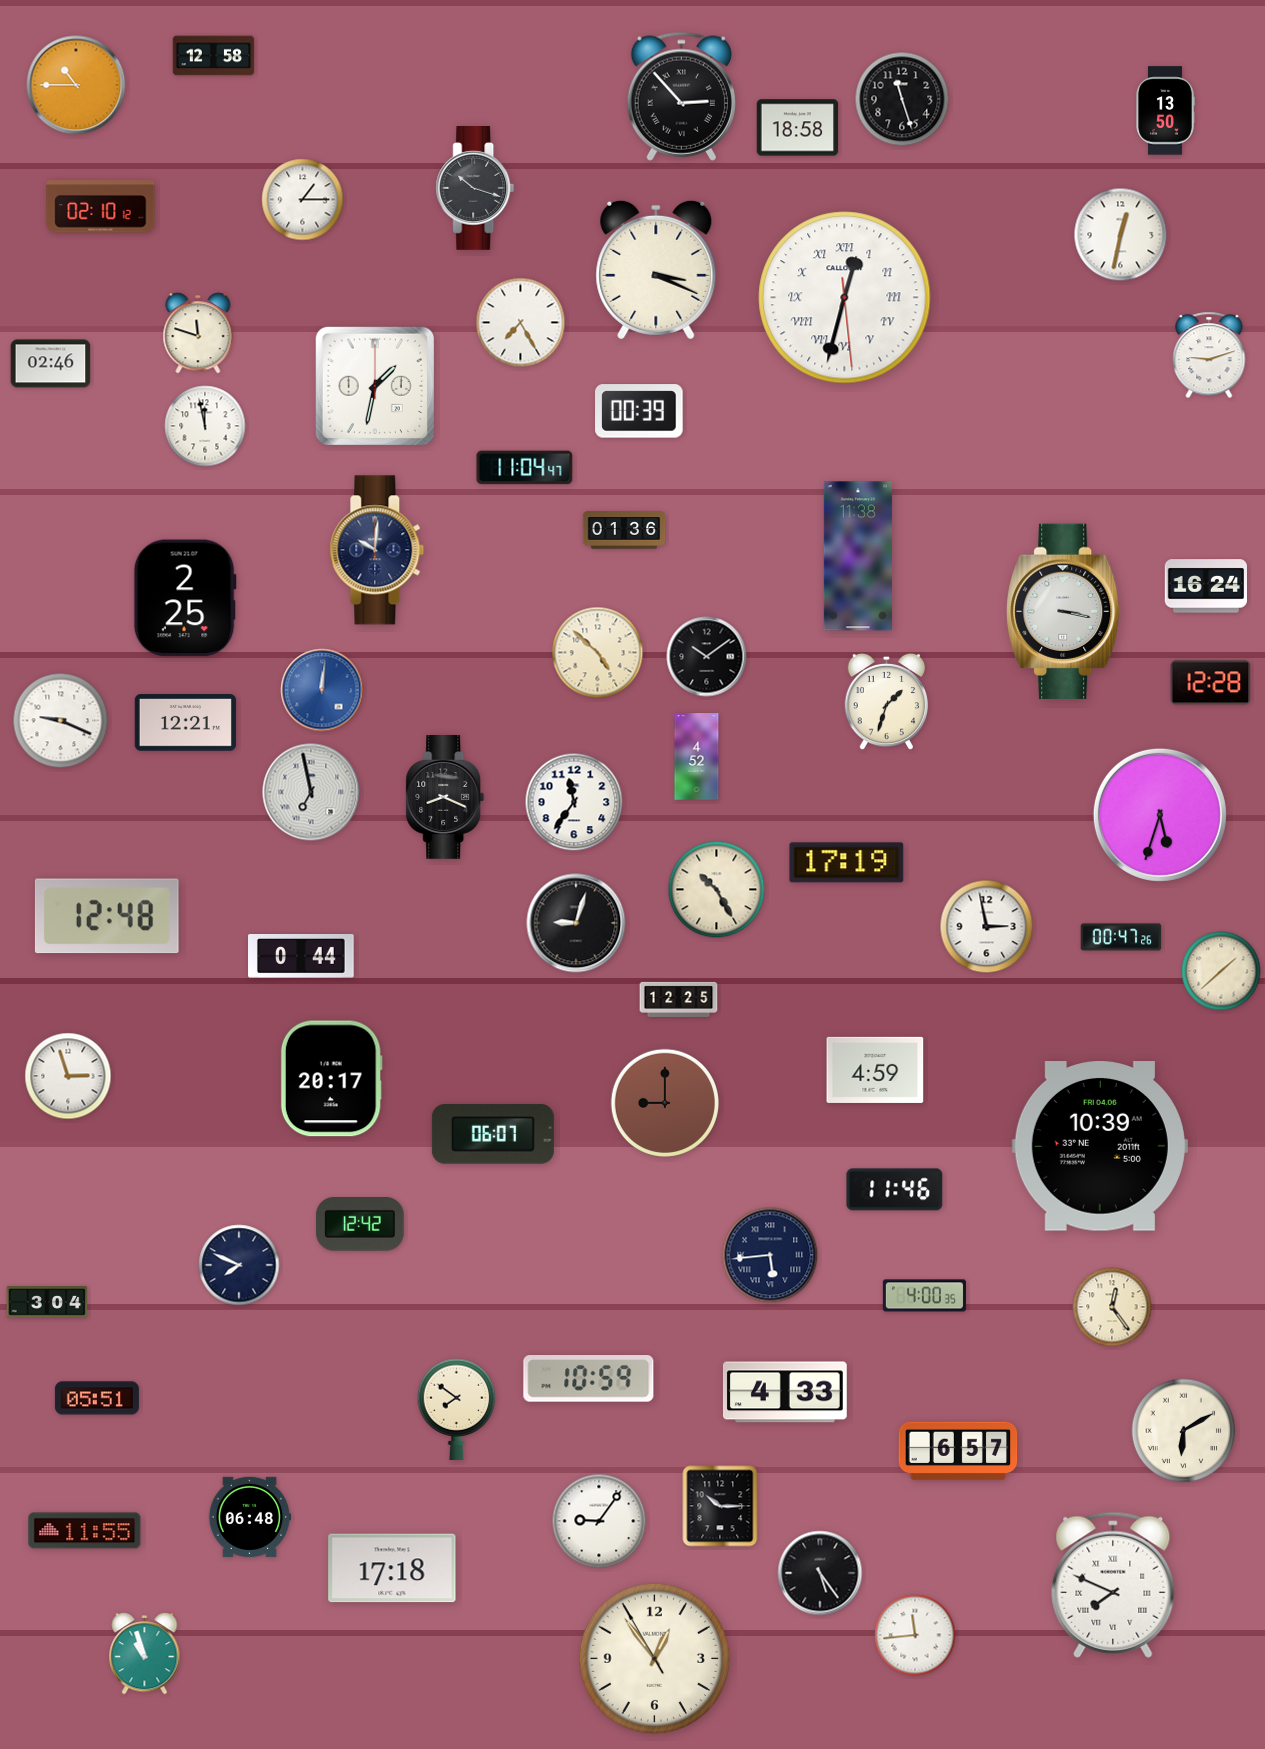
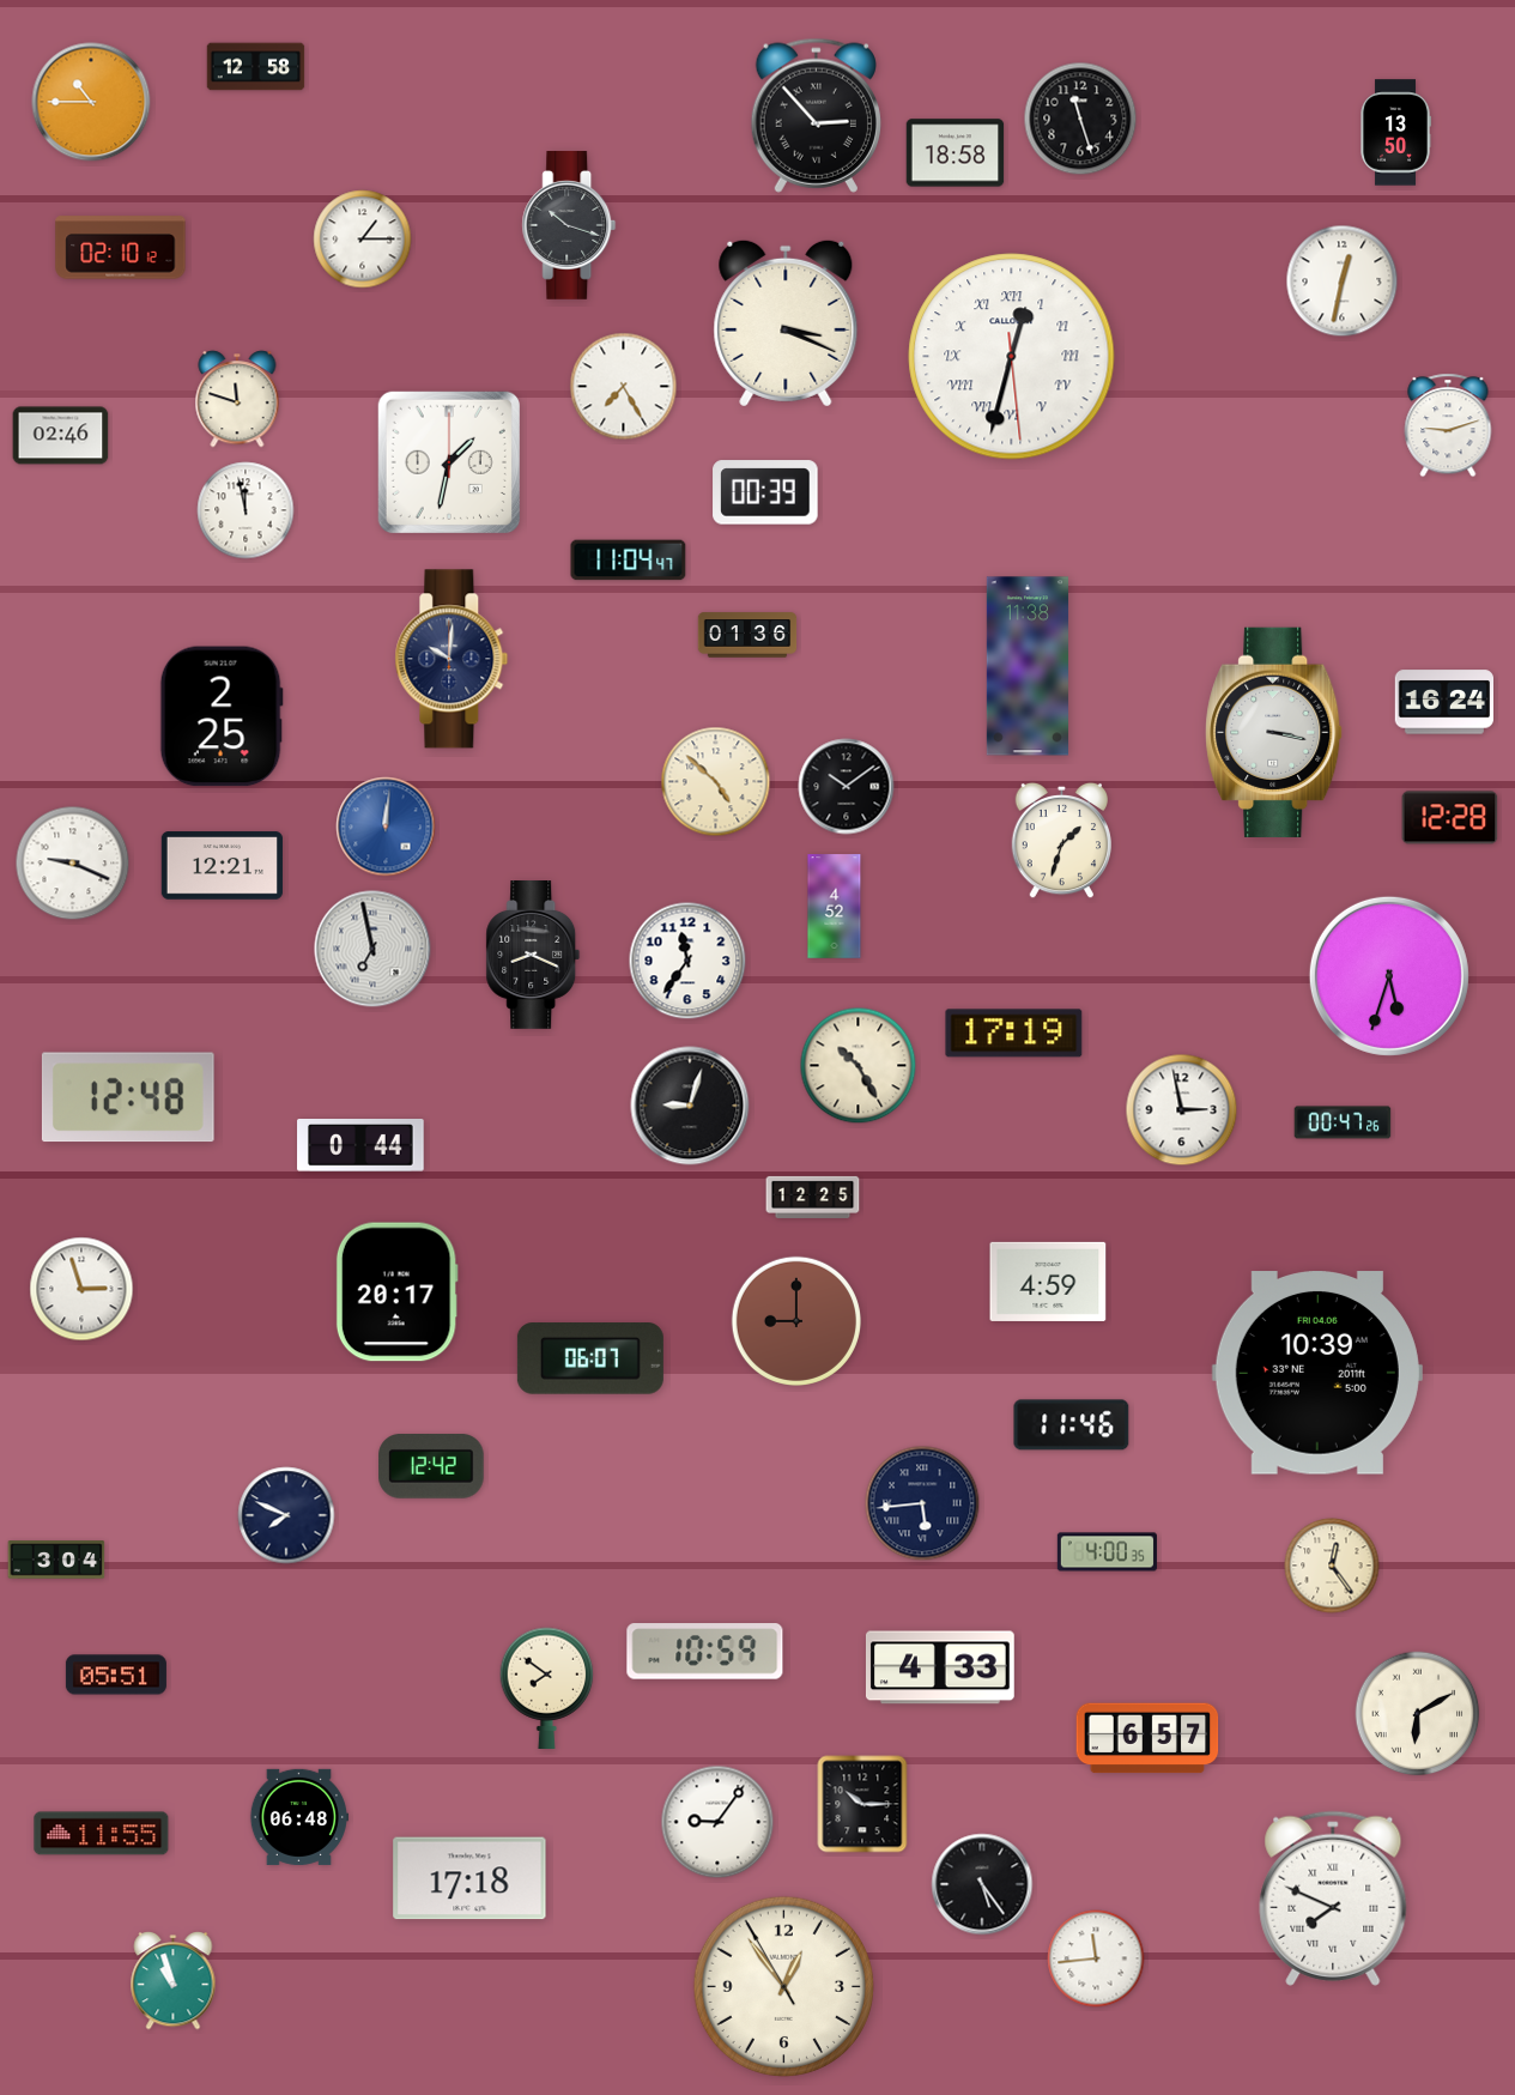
clock at (1221, 971): 1:38 -> none
